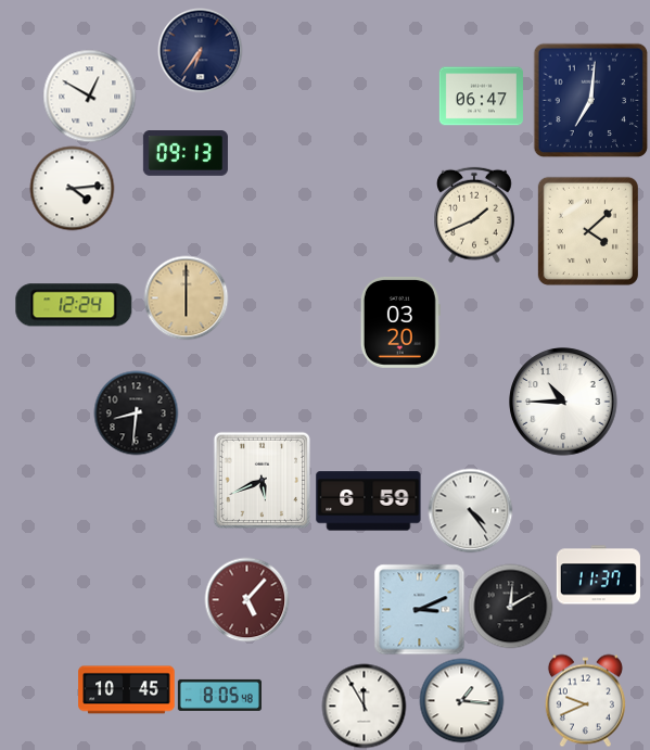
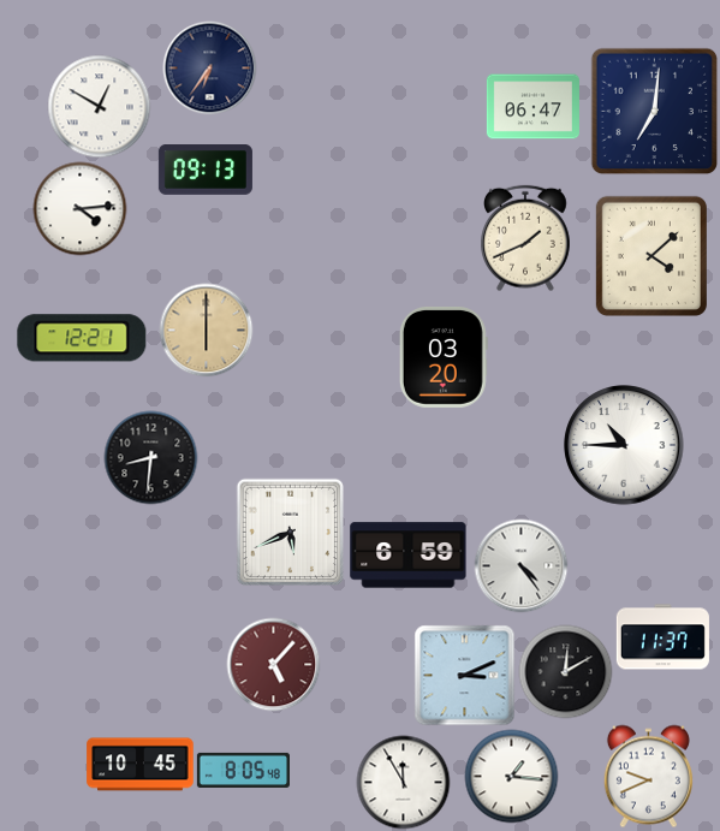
clock at (200, 50) position: (200, 50) -> (209, 67)
clock at (74, 305): 12:24 -> 12:21
